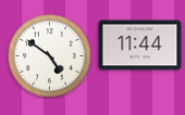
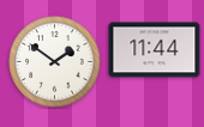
clock at (50, 56): 4:51 -> 1:51
